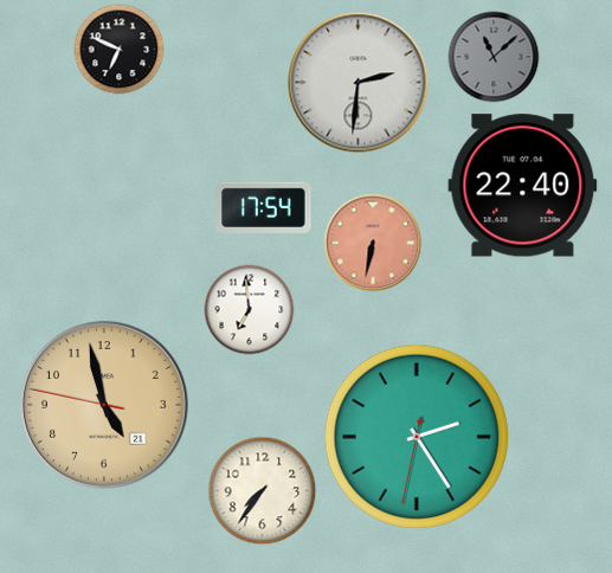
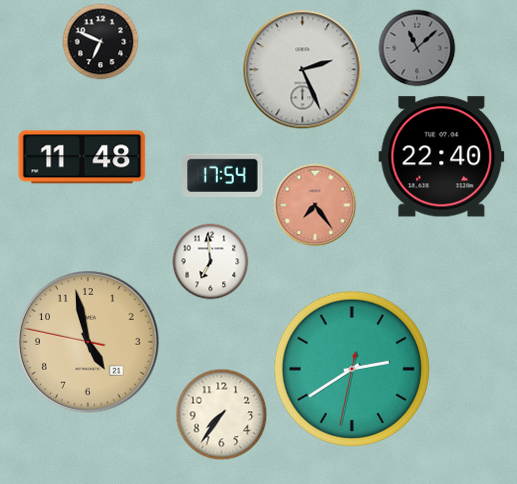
clock at (359, 83): 2:31 -> 2:26
clock at (82, 157): none -> 11:48
clock at (373, 243): 6:32 -> 7:24
clock at (417, 437): 2:24 -> 2:39
